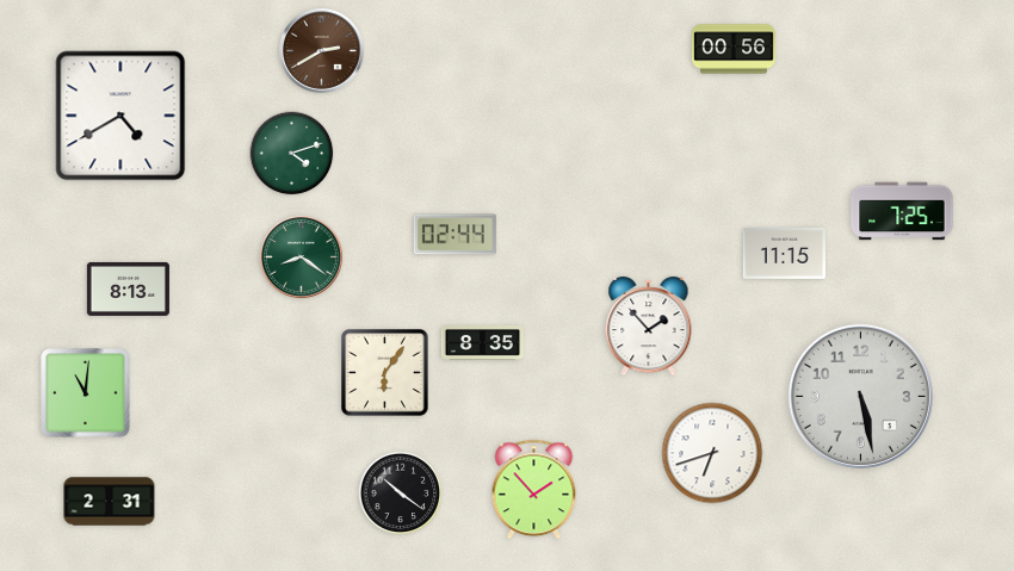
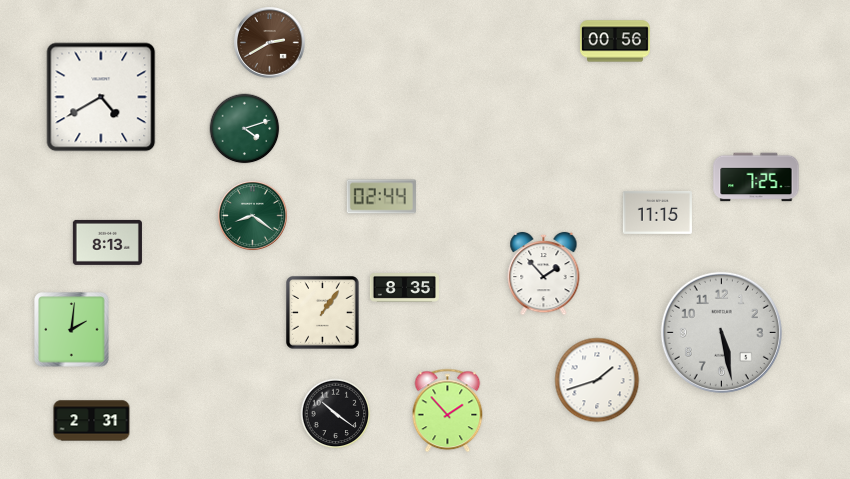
clock at (385, 373): 6:06 -> 1:06
clock at (86, 393): 11:01 -> 2:01
clock at (712, 453): 6:42 -> 1:42
